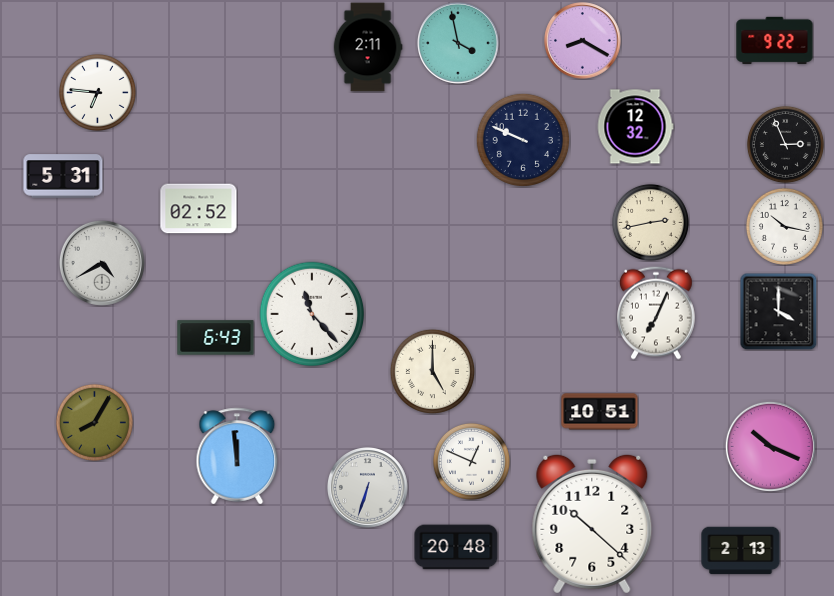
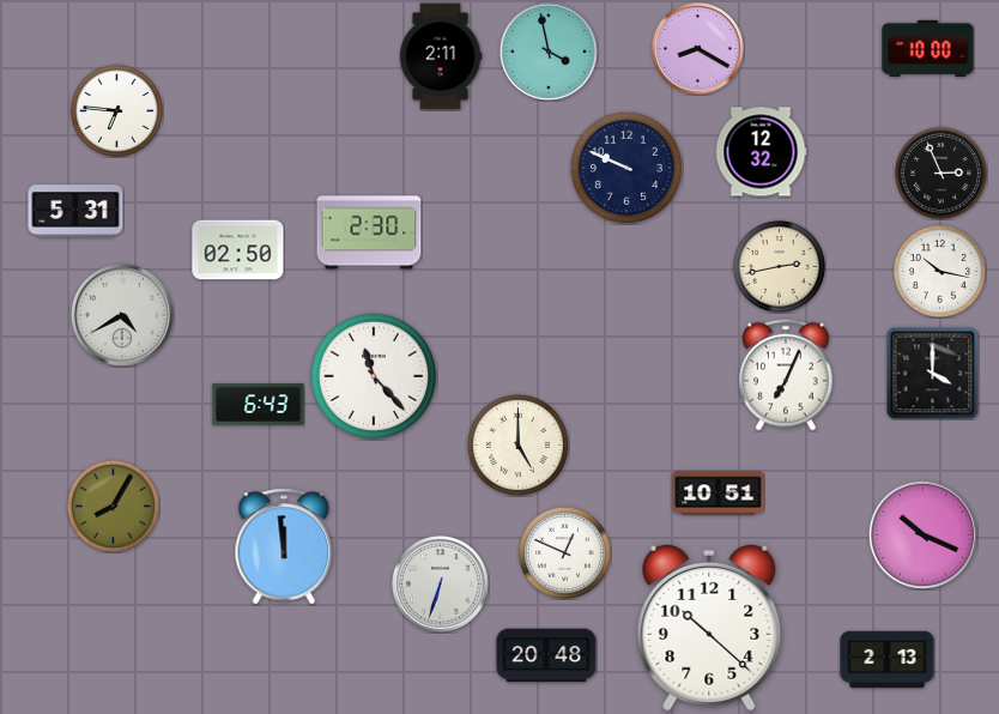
clock at (775, 40): 9:22 -> 10:00
clock at (369, 232): none -> 2:30
clock at (199, 209): 02:52 -> 02:50
